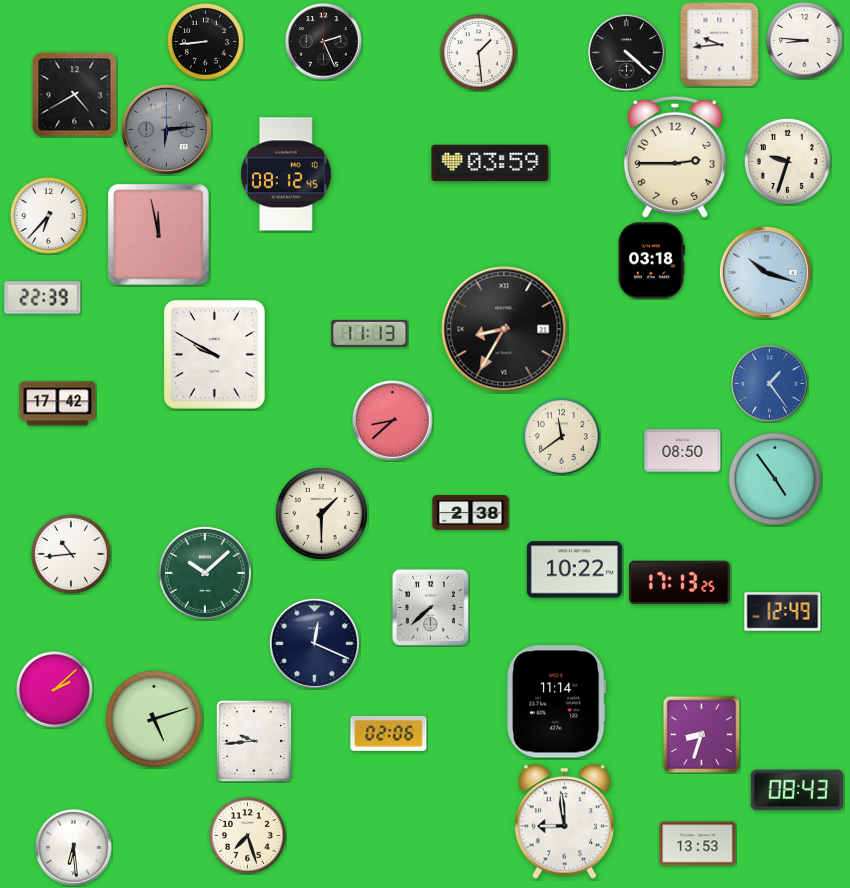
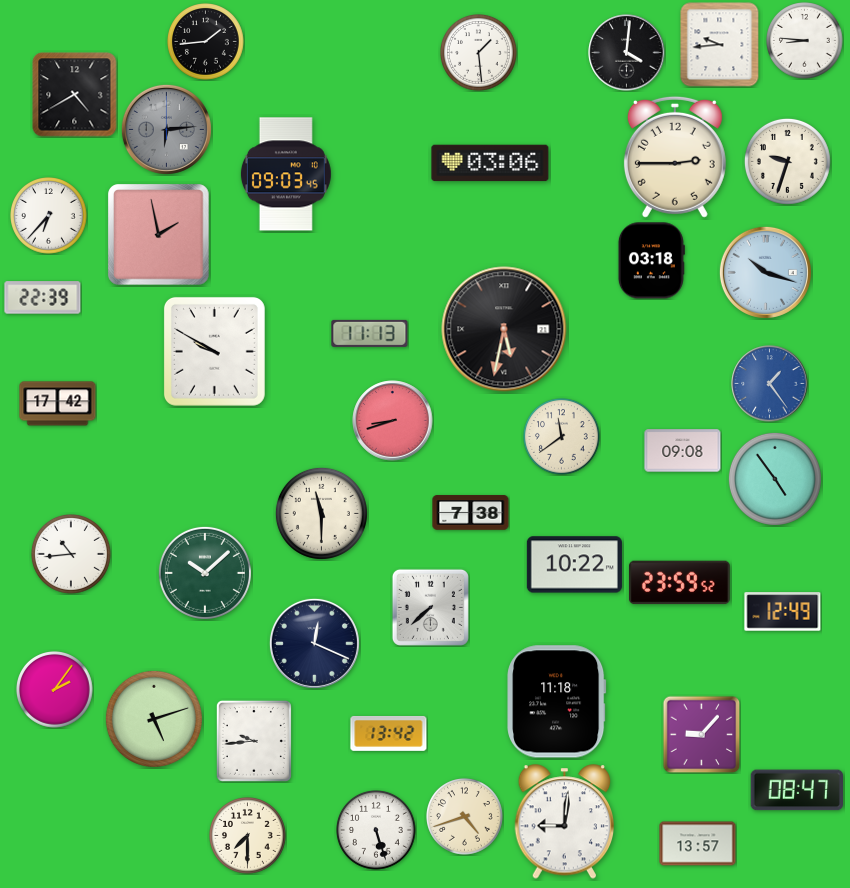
clock at (206, 42): 8:44 -> 1:44
clock at (324, 42): 2:26 -> none
clock at (627, 53): 4:22 -> 4:01
clock at (490, 163): 03:59 -> 03:06
clock at (286, 174): 08:12 -> 09:03
clock at (159, 235): 11:58 -> 1:58
clock at (504, 329): 8:35 -> 5:32
clock at (214, 354) position: (214, 354) -> (214, 351)
clock at (393, 421): 8:38 -> 8:42
clock at (683, 451): 08:50 -> 09:08
clock at (321, 513): 1:30 -> 11:30
clock at (471, 513): 2:38 -> 7:38
clock at (574, 570) position: (574, 570) -> (574, 565)
clock at (679, 583): 17:13 -> 23:59
clock at (55, 690): 2:08 -> 2:06
clock at (557, 702): 11:14 -> 11:18
clock at (389, 733): 02:06 -> 13:42
clock at (701, 734): 8:33 -> 9:07
clock at (796, 790): 08:43 -> 08:47
clock at (465, 817): none -> 4:42
clock at (564, 822): 8:59 -> 9:01
clock at (377, 831): none -> 5:27
clock at (248, 836): 7:27 -> 7:30
clock at (698, 844): 13:53 -> 13:57
clock at (74, 848): 6:29 -> none
